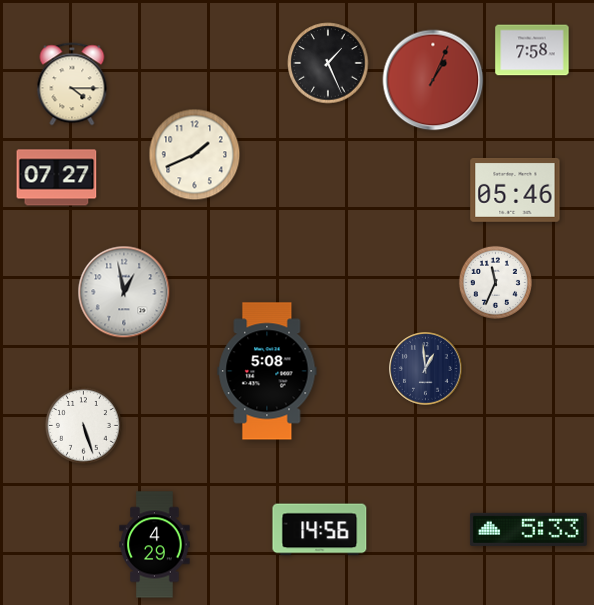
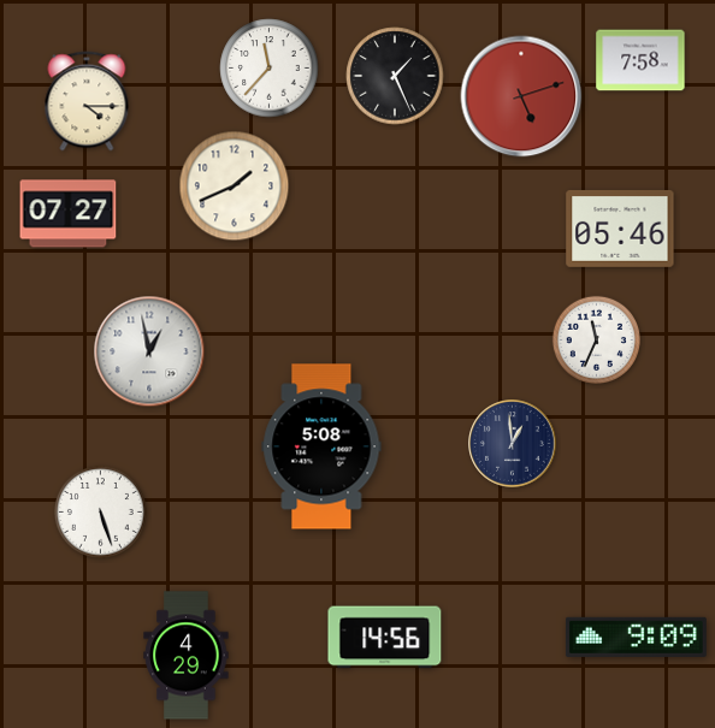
clock at (270, 69): none -> 11:37
clock at (433, 80): 1:04 -> 5:12
clock at (528, 529): 5:33 -> 9:09
